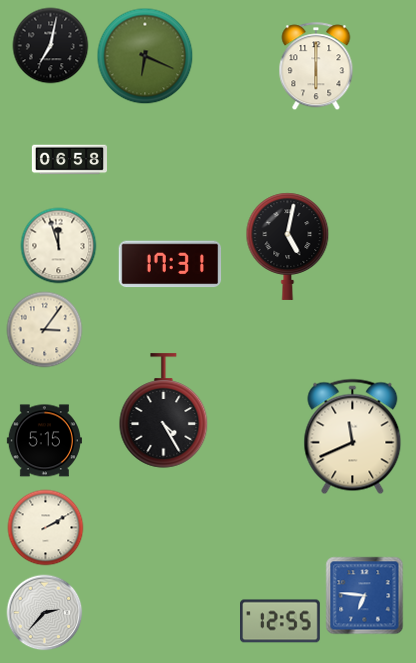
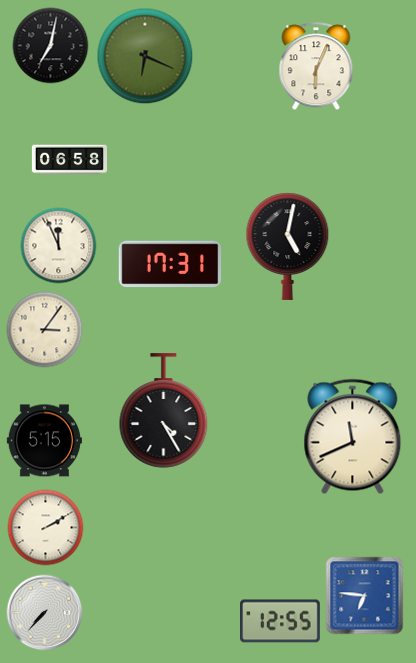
clock at (316, 67): 6:00 -> 6:04
clock at (59, 246): 11:57 -> 11:56
clock at (45, 613): 2:37 -> 7:37
